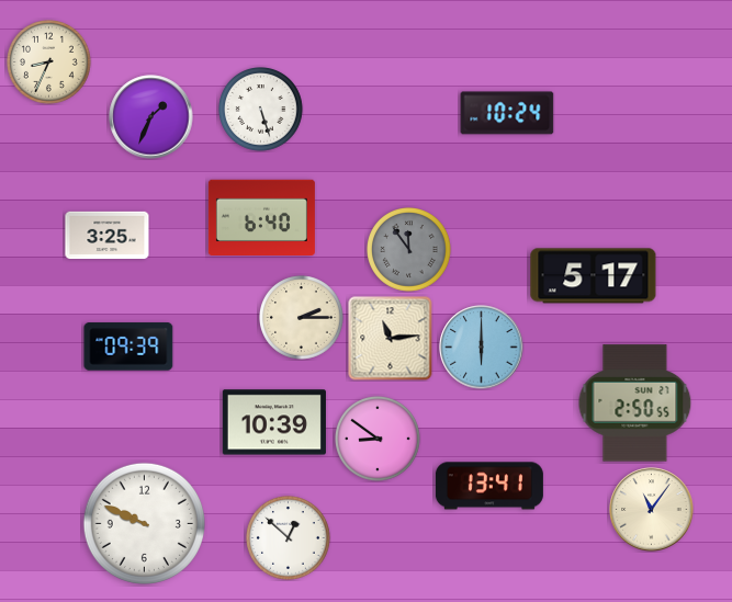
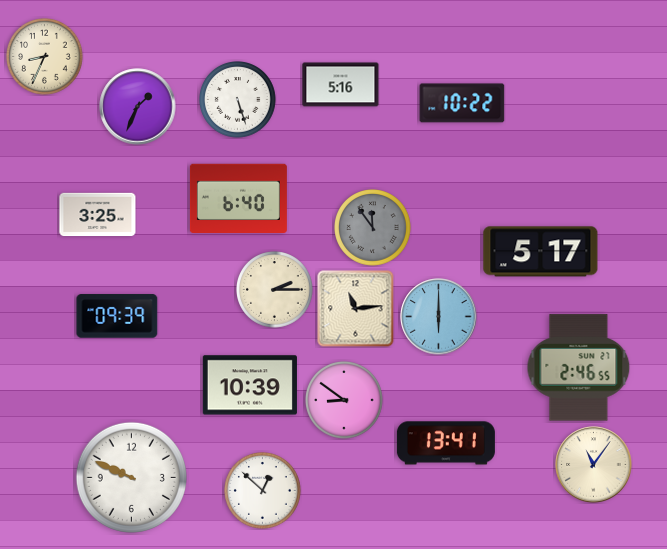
clock at (341, 85): none -> 5:16
clock at (507, 113): 10:24 -> 10:22
clock at (635, 404): 2:50 -> 2:46
